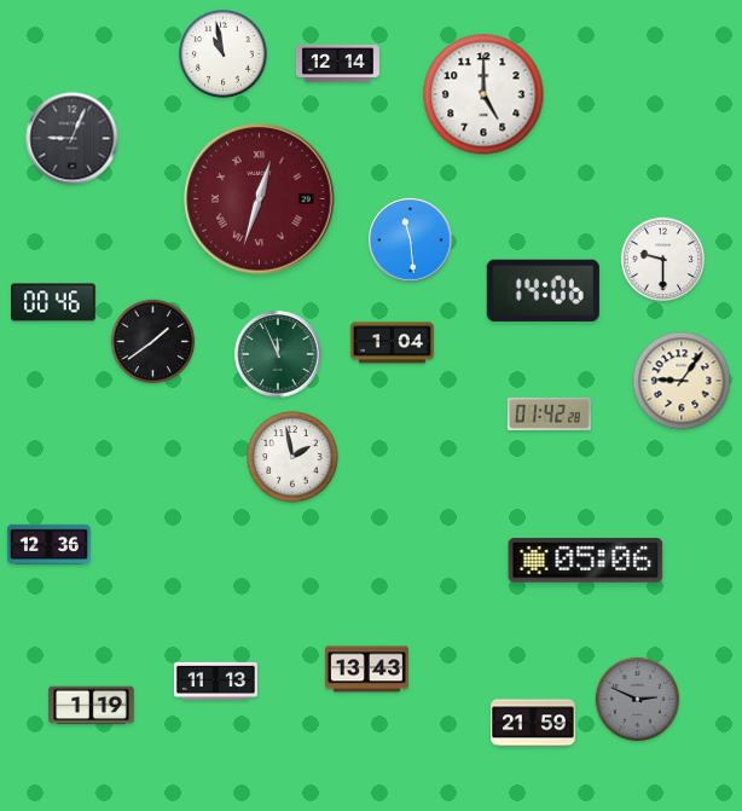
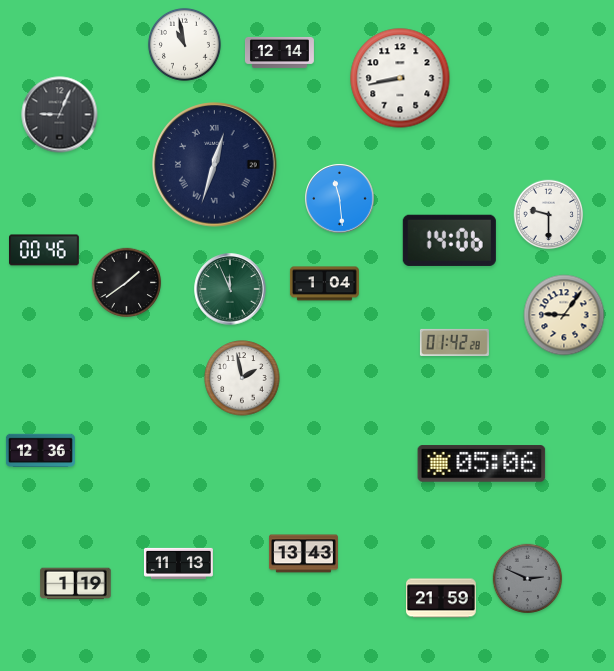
clock at (483, 94): 5:00 -> 8:43
clock at (260, 199) dial: burgundy -> navy
clock at (278, 354) position: (278, 354) -> (230, 289)
clock at (586, 561) position: (586, 561) -> (482, 464)
